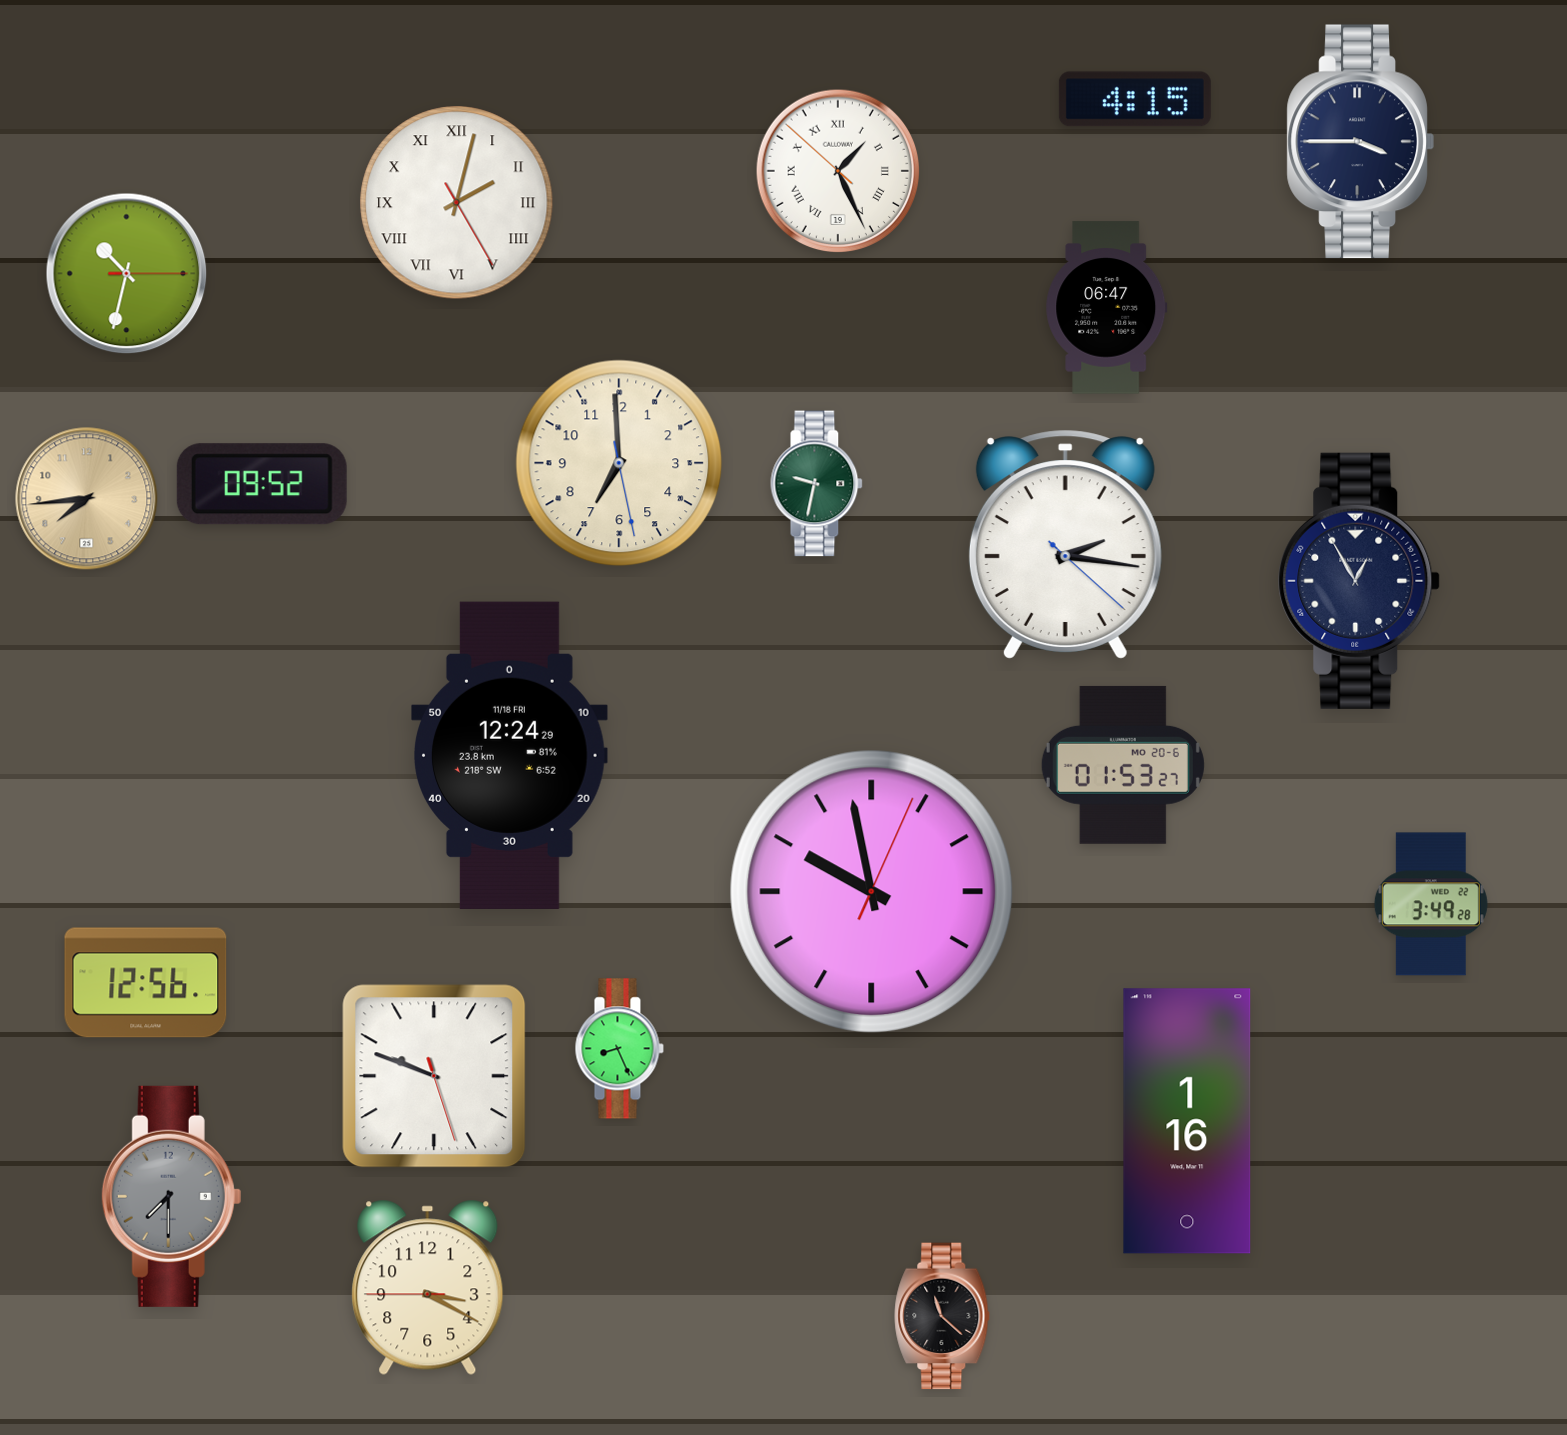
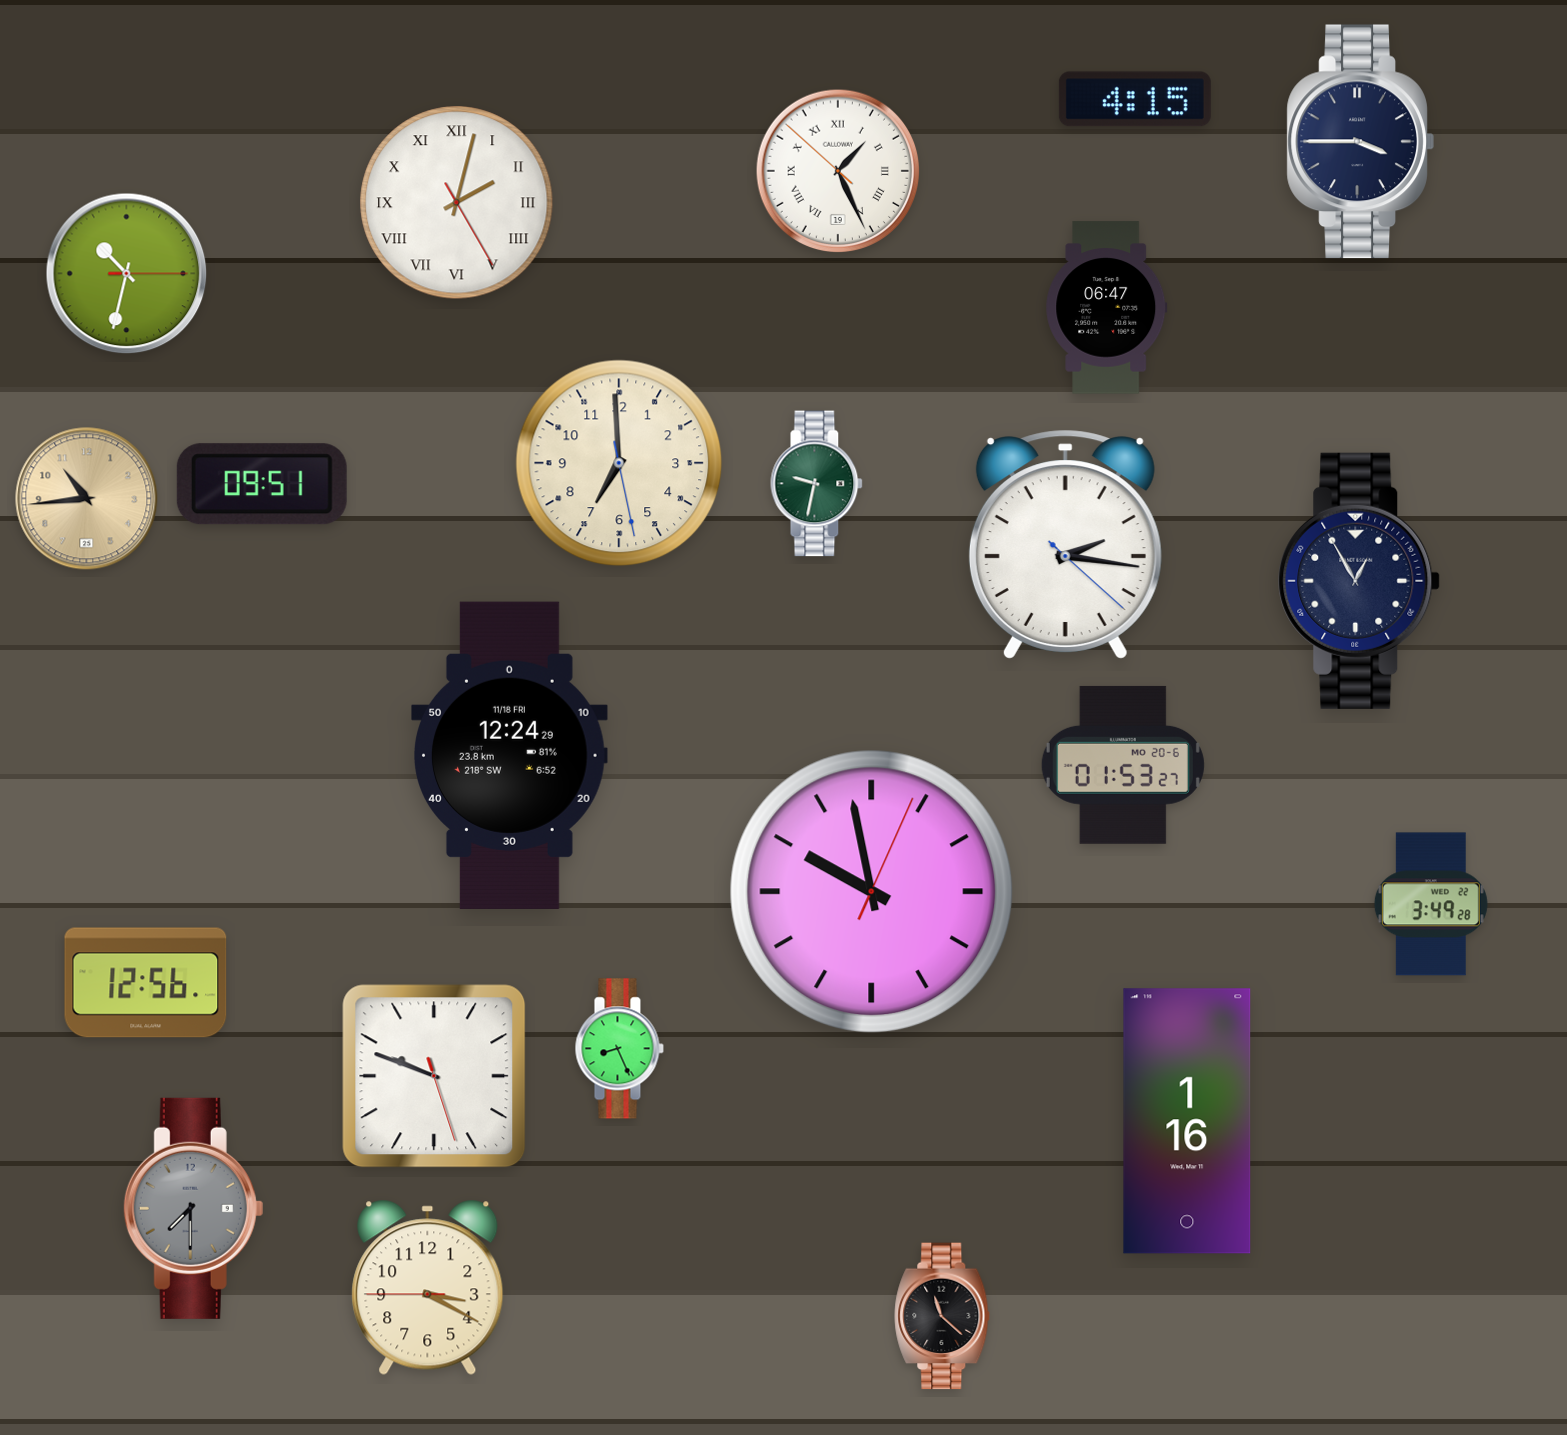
clock at (262, 484): 09:52 -> 09:51
clock at (87, 499): 7:44 -> 10:44
clock at (172, 1196) position: (172, 1196) -> (194, 1208)
